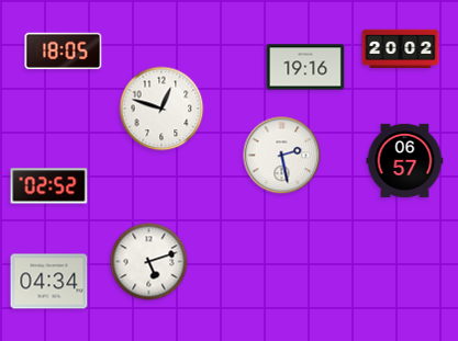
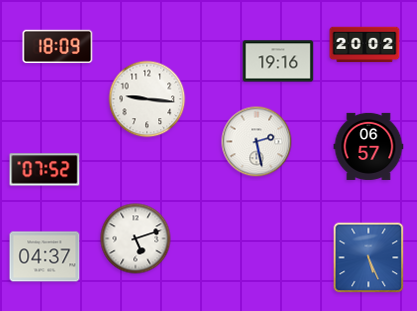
clock at (64, 52): 18:05 -> 18:09
clock at (161, 109): 12:48 -> 9:16
clock at (49, 186): 02:52 -> 07:52
clock at (49, 282): 04:34 -> 04:37
clock at (369, 258): none -> 5:26
